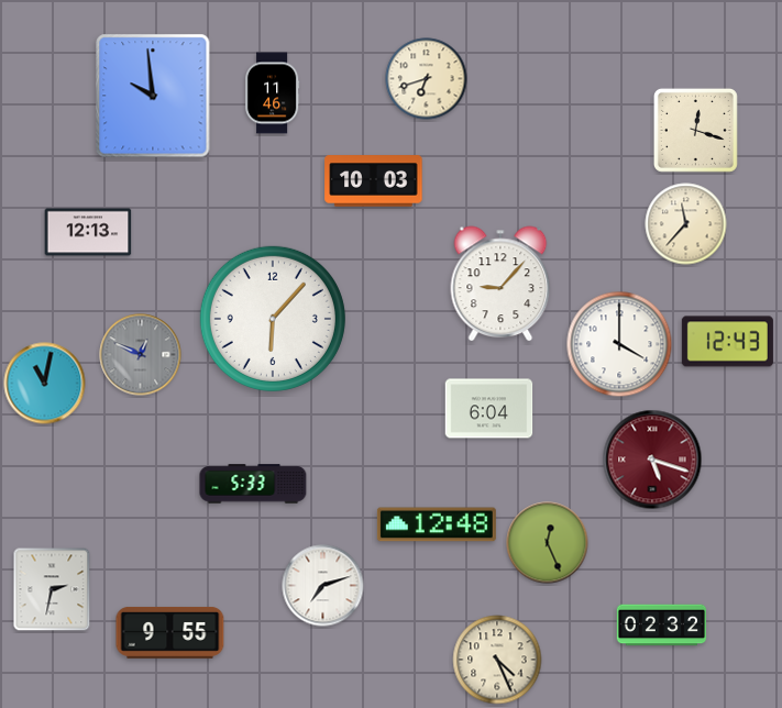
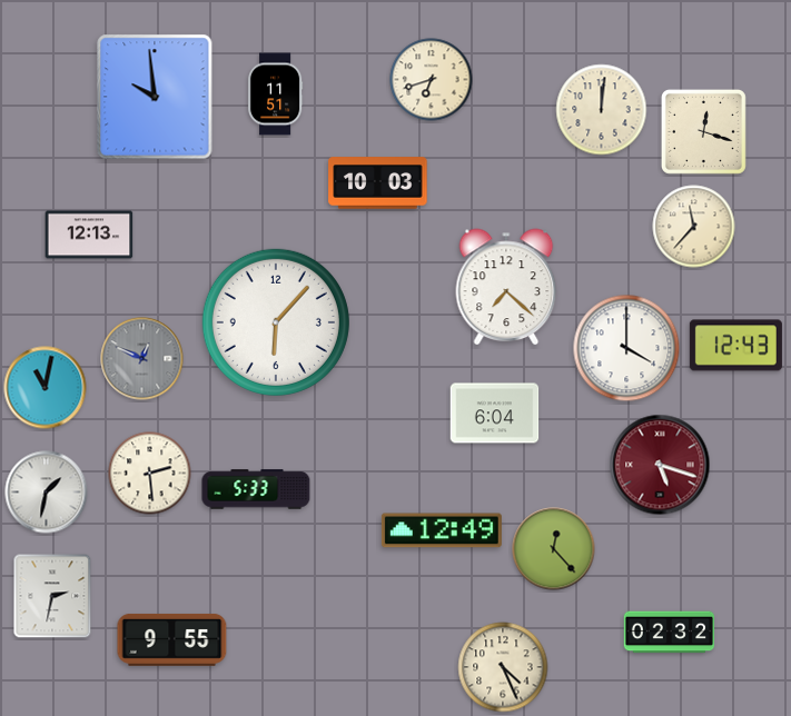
clock at (272, 93): 11:46 -> 11:51
clock at (602, 110): none -> 12:01
clock at (500, 284): 9:07 -> 7:22
clock at (150, 474): none -> 2:29
clock at (47, 493): none -> 1:32
clock at (437, 524): 12:48 -> 12:49
clock at (548, 543): 12:26 -> 12:23
clock at (323, 586): 7:12 -> none
